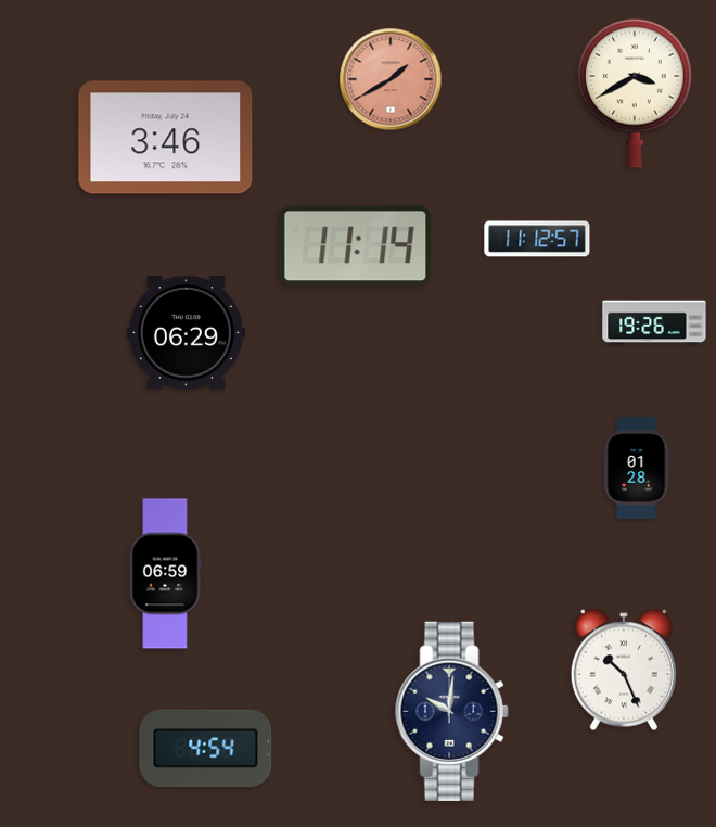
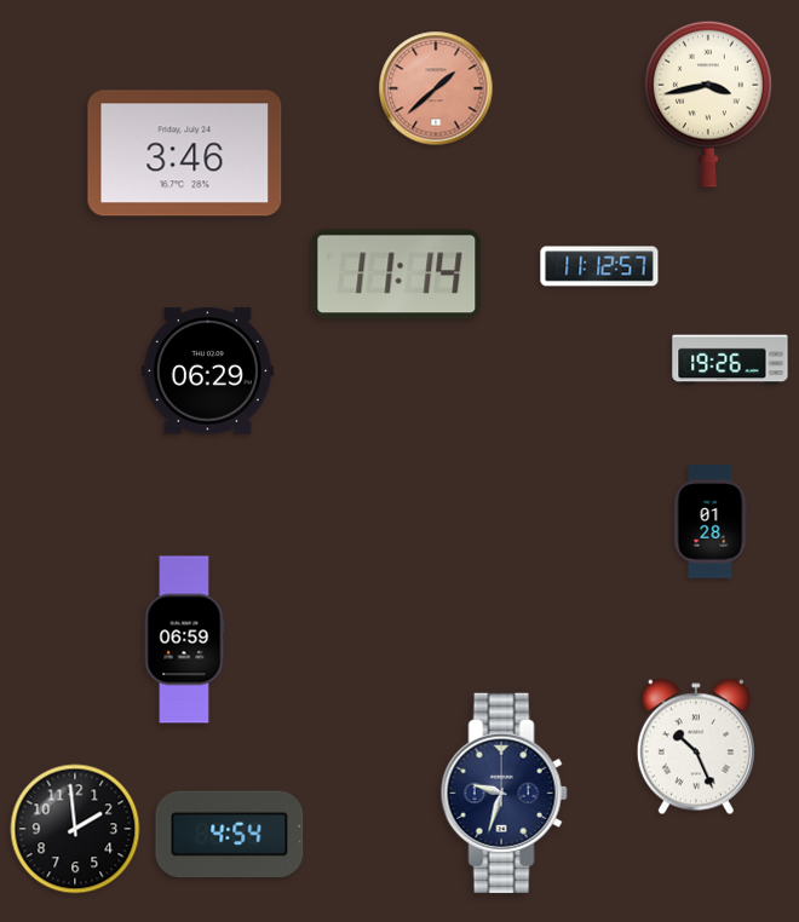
clock at (391, 79): 1:40 -> 1:38
clock at (636, 93): 3:40 -> 3:43
clock at (451, 711): 10:01 -> 9:33
clock at (75, 829): none -> 1:59
